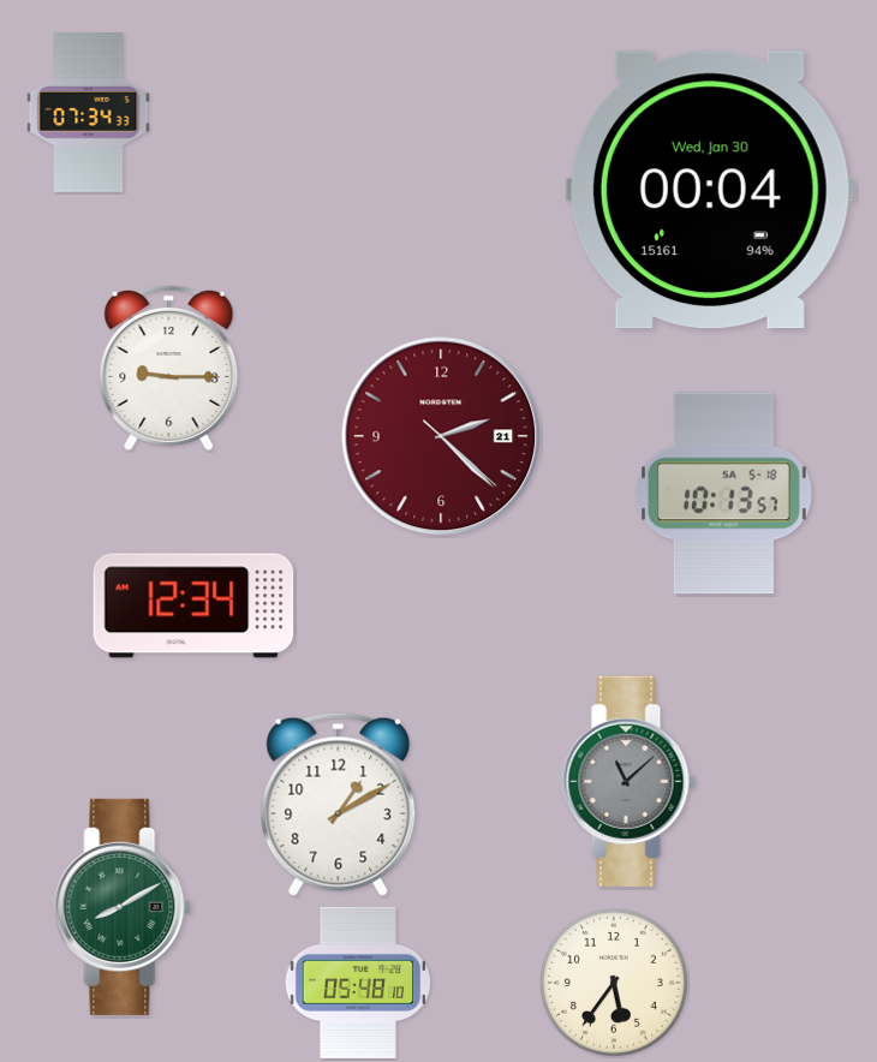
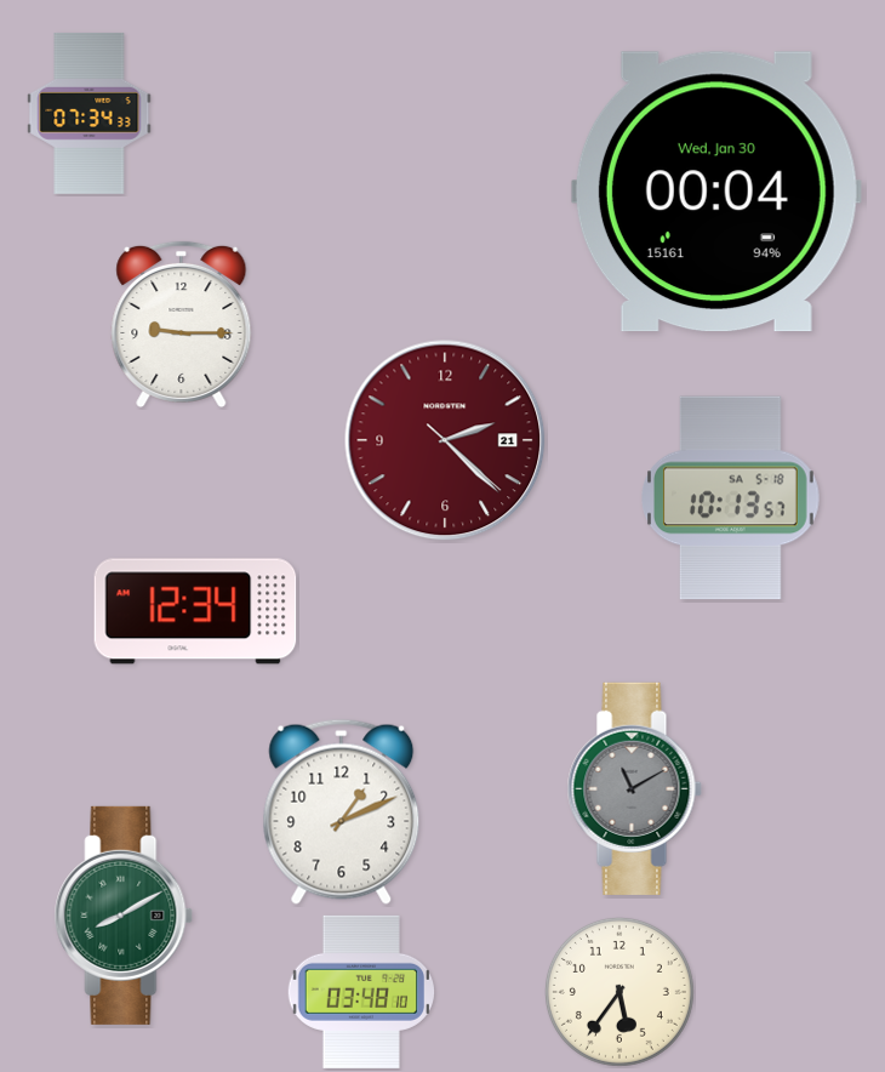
clock at (169, 368) position: (169, 368) -> (182, 324)
clock at (628, 781): 11:08 -> 11:10
clock at (339, 804): 1:10 -> 1:11
clock at (357, 983): 05:48 -> 03:48
